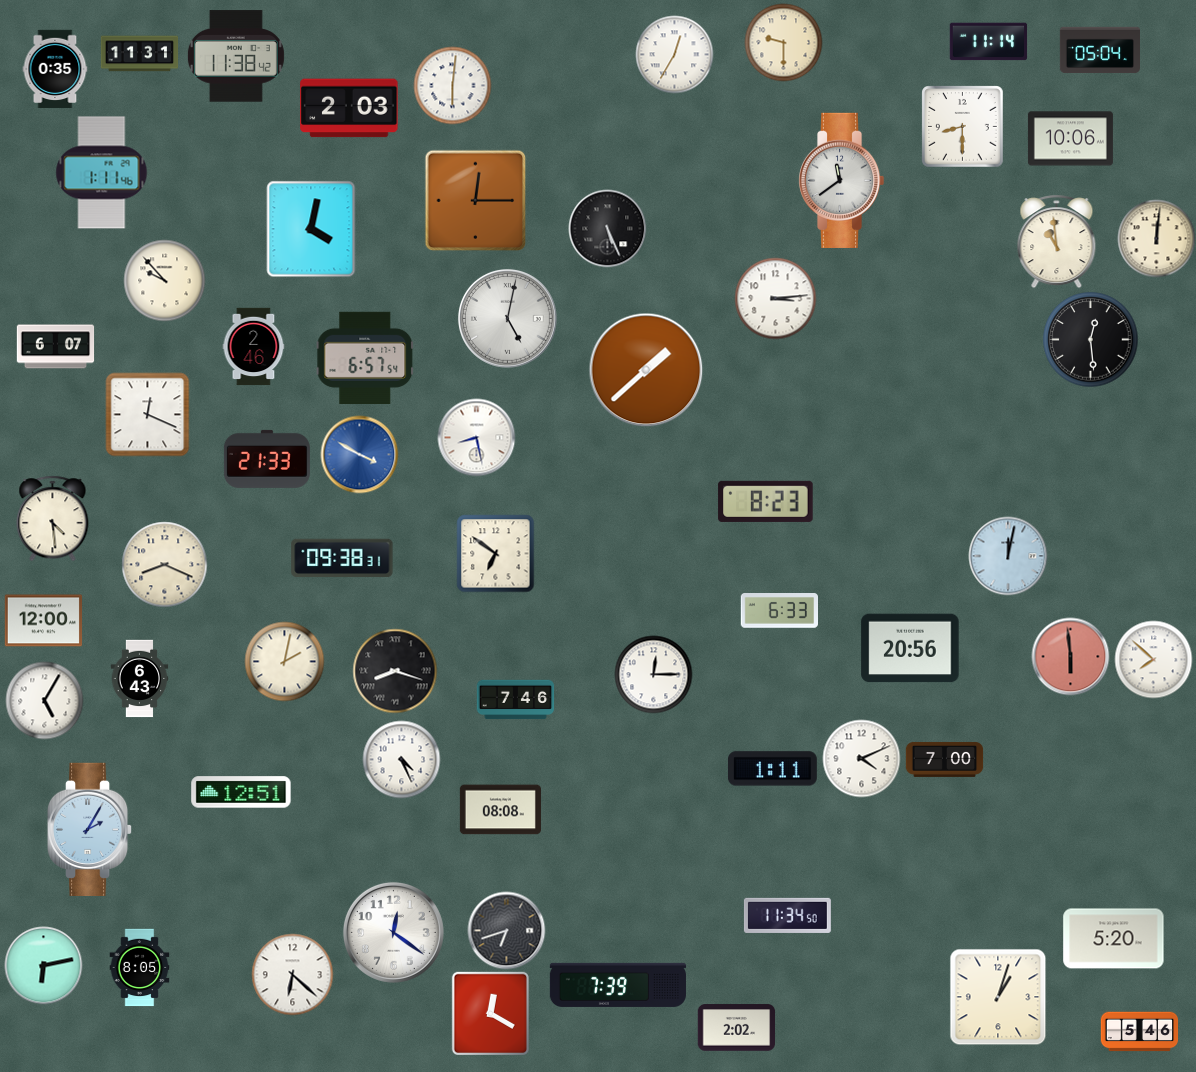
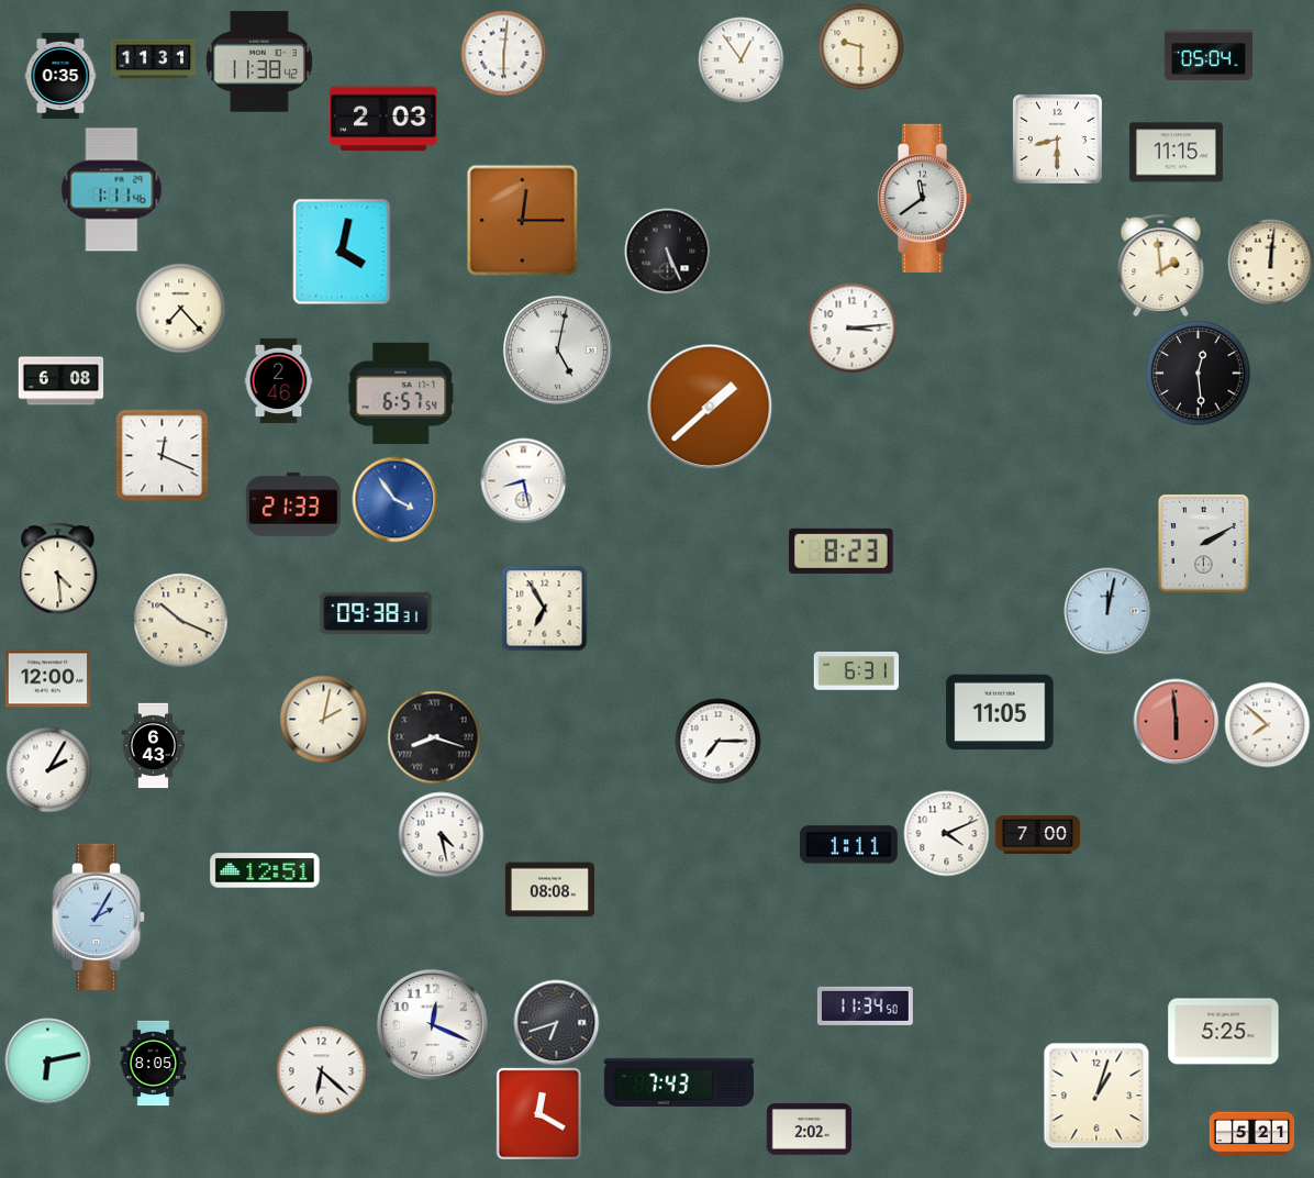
clock at (988, 42): 11:14 -> none
clock at (674, 54): 12:35 -> 12:54
clock at (452, 85) position: (452, 85) -> (503, 53)
clock at (1070, 139): 10:06 -> 11:15
clock at (1057, 241): 10:59 -> 1:59
clock at (164, 280): 9:53 -> 7:23
clock at (55, 347): 6:07 -> 6:08
clock at (359, 454): 3:50 -> 3:54
clock at (1204, 543): none -> 2:10
clock at (495, 553): 6:51 -> 6:55
clock at (164, 564): 8:19 -> 10:19
clock at (779, 611): 6:33 -> 6:31
clock at (43, 621) position: (43, 621) -> (47, 679)
clock at (910, 648): 20:56 -> 11:05
clock at (284, 661) position: (284, 661) -> (323, 719)
clock at (653, 674): 12:15 -> 7:15
clock at (44, 700): 5:05 -> 2:05
clock at (515, 700): 7:46 -> none
clock at (401, 759): 4:26 -> 4:28
clock at (90, 829) position: (90, 829) -> (99, 916)
clock at (393, 932): 12:21 -> 12:19
clock at (1114, 939): 5:20 -> 5:25
clock at (617, 985): 7:39 -> 7:43
clock at (1139, 1032): 5:46 -> 5:21
